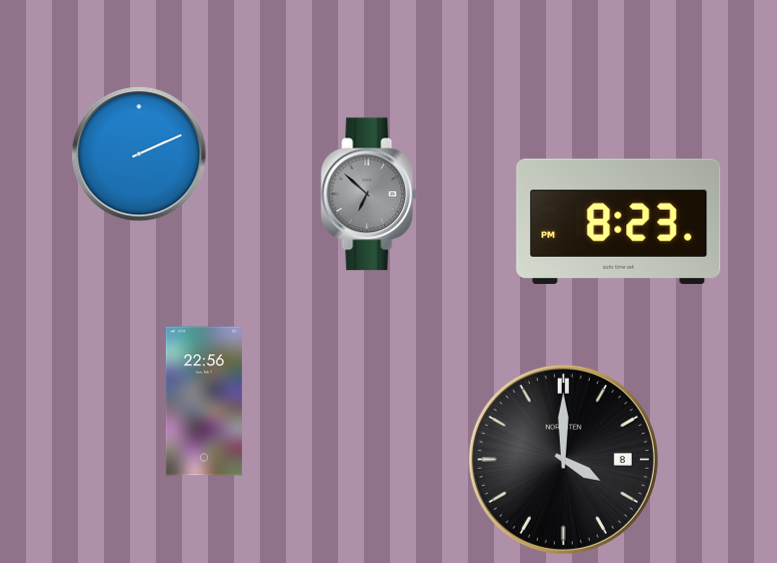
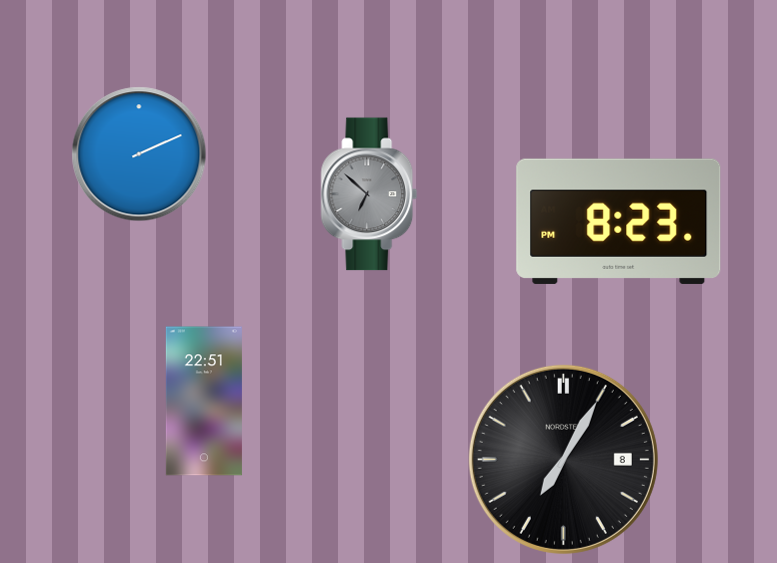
clock at (204, 401): 22:56 -> 22:51
clock at (563, 459): 4:00 -> 7:05
